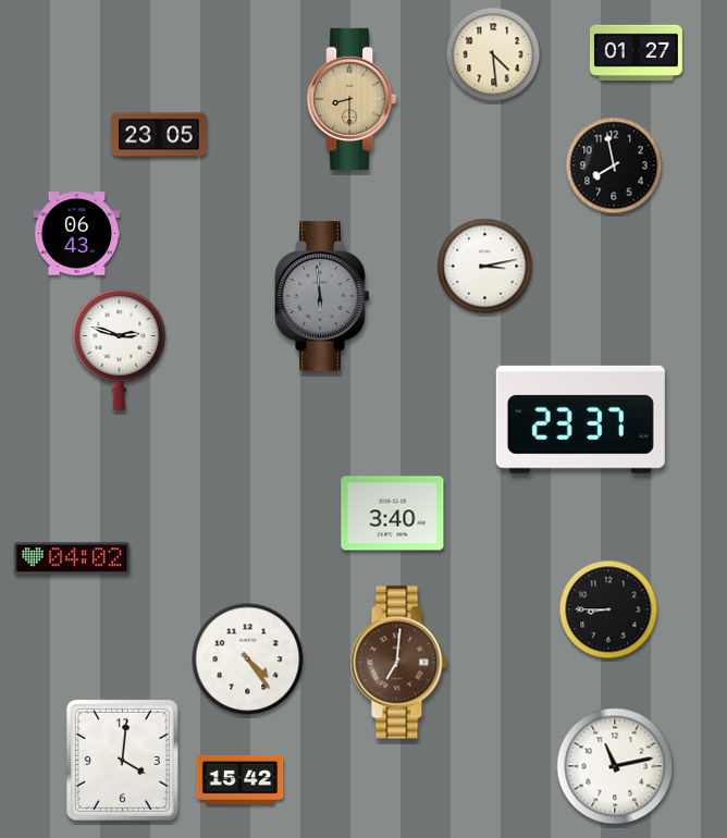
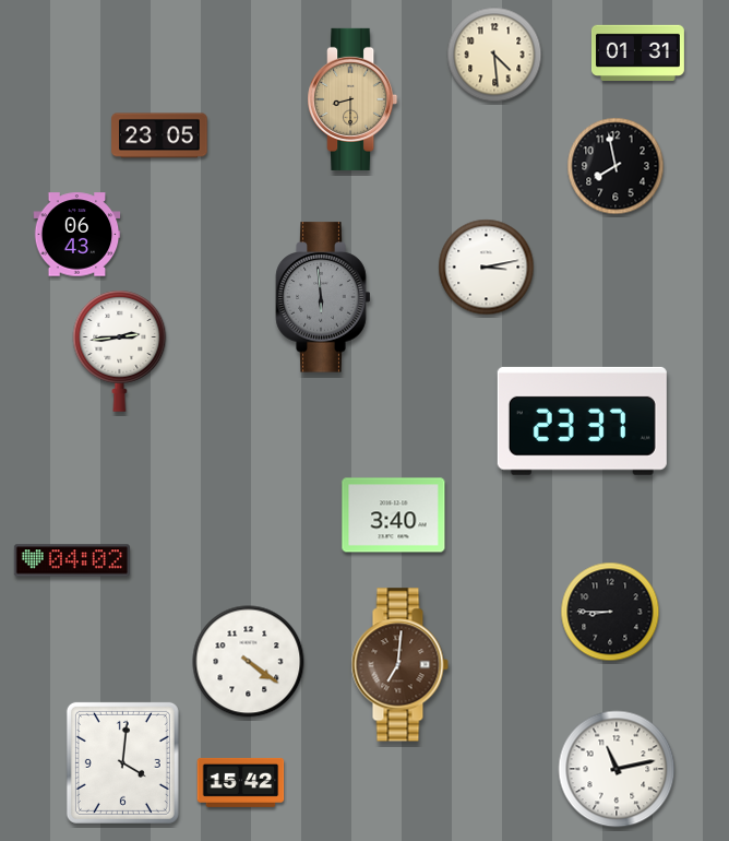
clock at (636, 52): 01:27 -> 01:31
clock at (120, 349): 2:48 -> 2:44
clock at (248, 660): 4:24 -> 4:21
